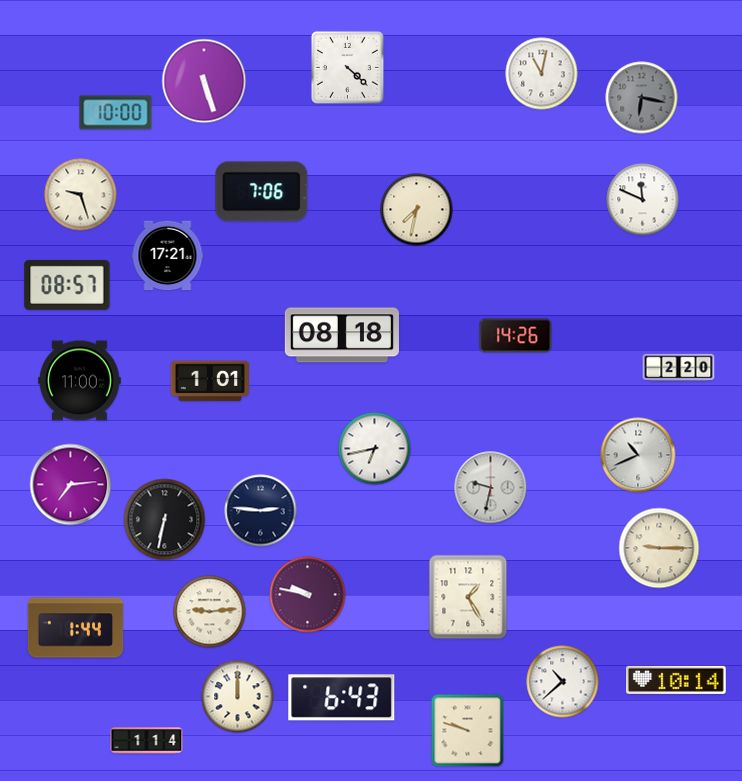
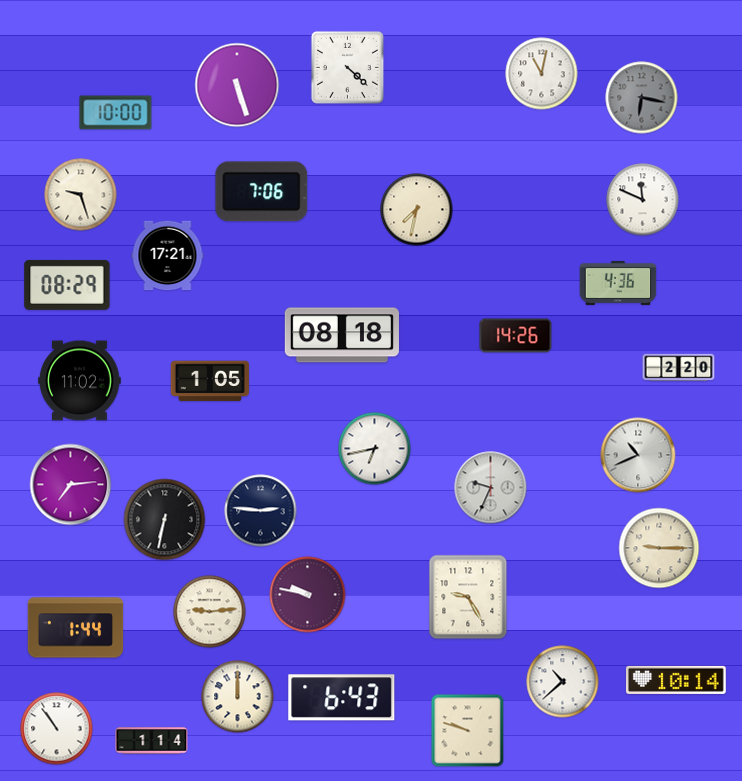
clock at (204, 81) position: (204, 81) -> (237, 85)
clock at (618, 283): none -> 4:36
clock at (67, 285): 08:57 -> 08:29
clock at (80, 381): 11:00 -> 11:02
clock at (209, 381): 1:01 -> 1:05
clock at (491, 488): 9:32 -> 9:34
clock at (468, 597): 1:25 -> 9:25
clock at (57, 729): none -> 10:54
clock at (147, 741) position: (147, 741) -> (152, 741)
